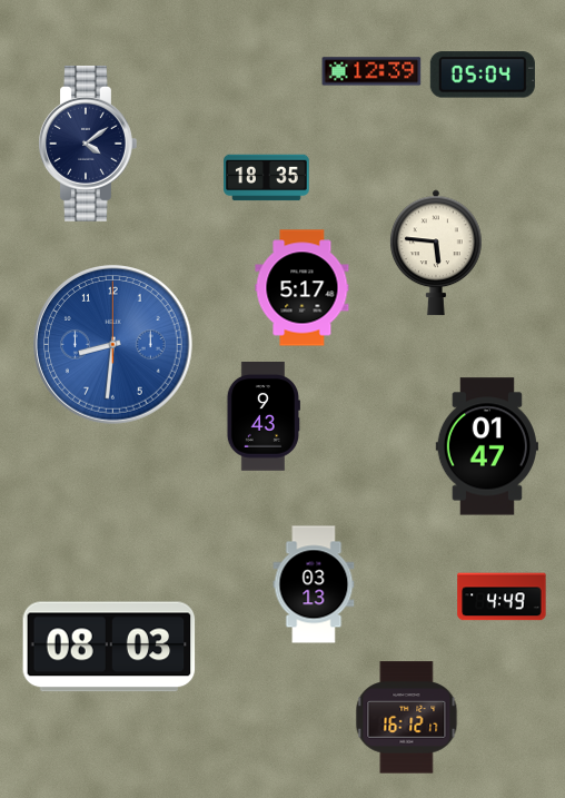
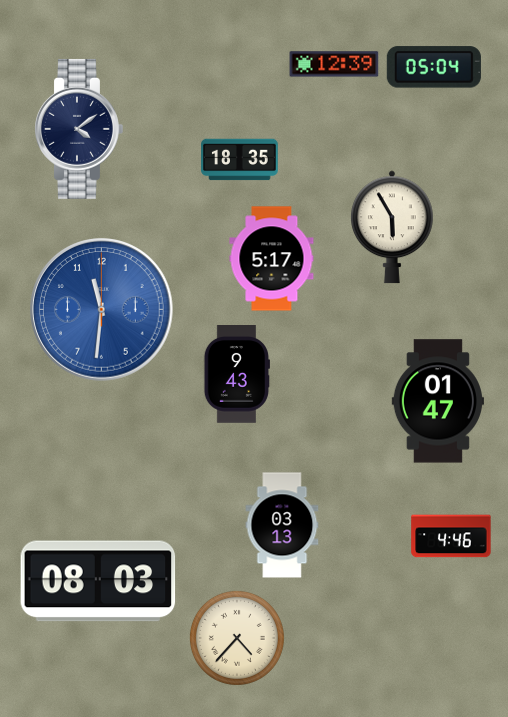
clock at (437, 253): 5:46 -> 5:55
clock at (113, 345): 8:31 -> 11:31
clock at (502, 597): 4:49 -> 4:46
clock at (237, 638): none -> 4:37
clock at (407, 718): 16:12 -> none
